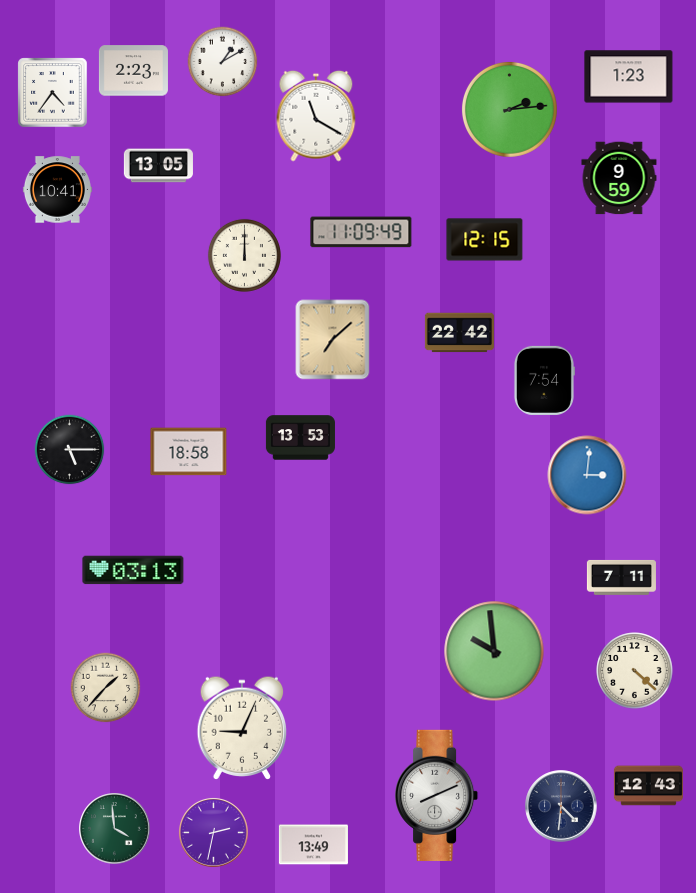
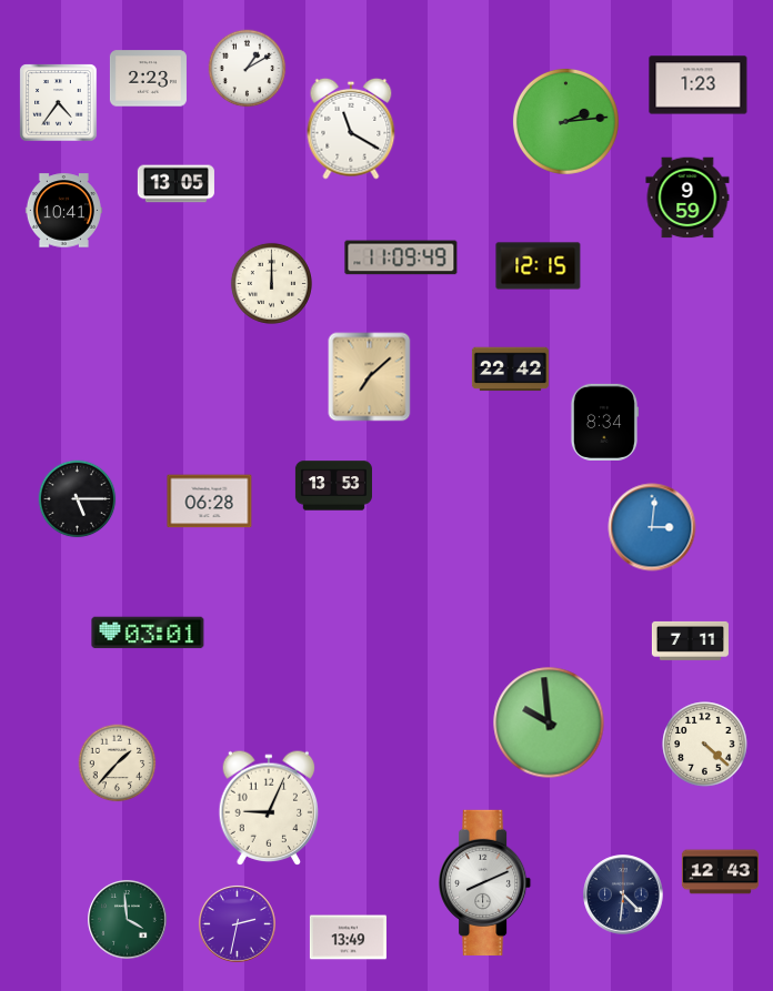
clock at (544, 380): 7:54 -> 8:34
clock at (189, 452): 18:58 -> 06:28
clock at (133, 570): 03:13 -> 03:01
